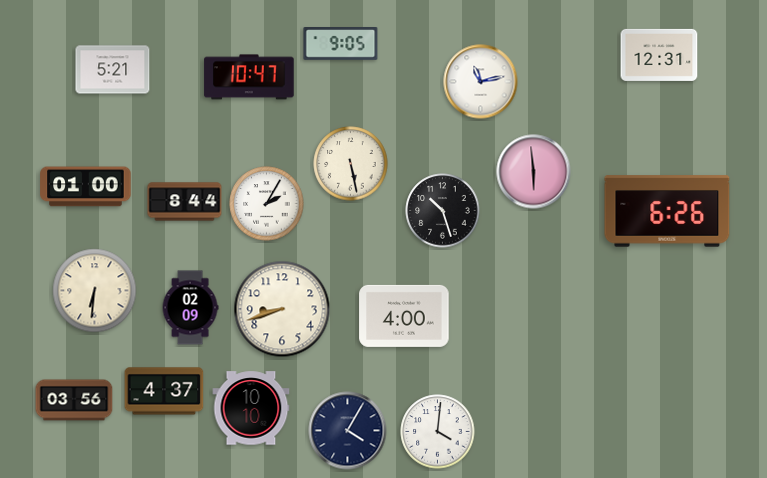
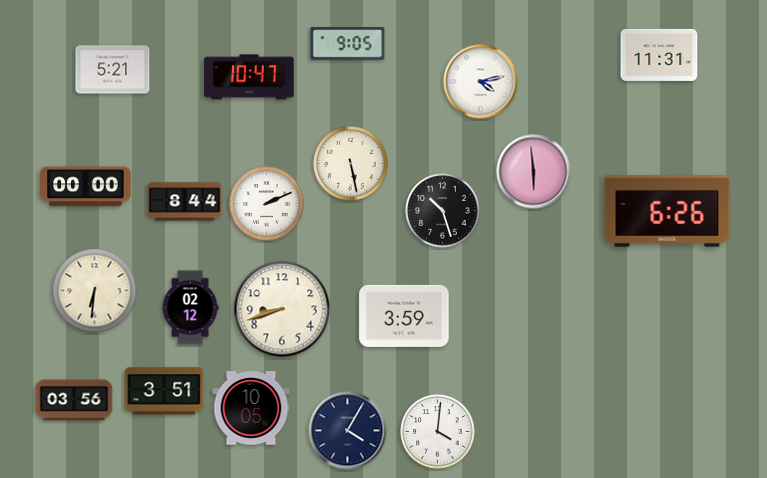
clock at (341, 44) position: (341, 44) -> (348, 44)
clock at (659, 55): 12:31 -> 11:31
clock at (481, 82): 11:13 -> 4:13
clock at (86, 187): 01:00 -> 00:00
clock at (267, 204): 2:05 -> 2:11
clock at (190, 308): 02:09 -> 02:12
clock at (404, 316): 4:00 -> 3:59
clock at (164, 391): 4:37 -> 3:51
clock at (251, 408): 10:10 -> 10:05
